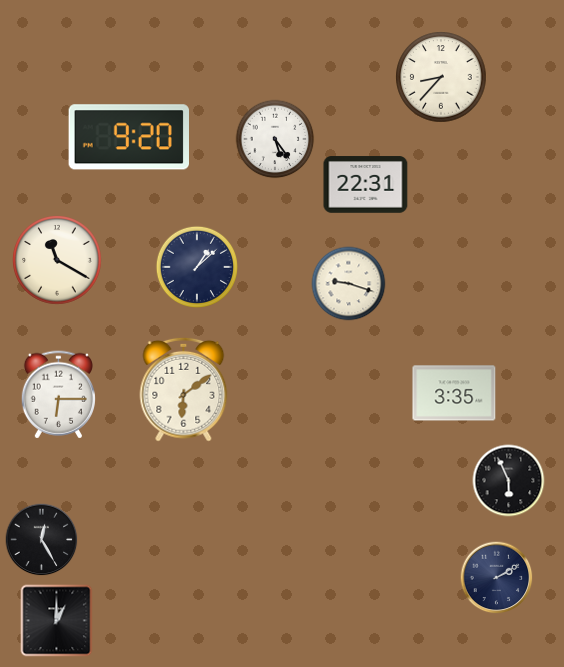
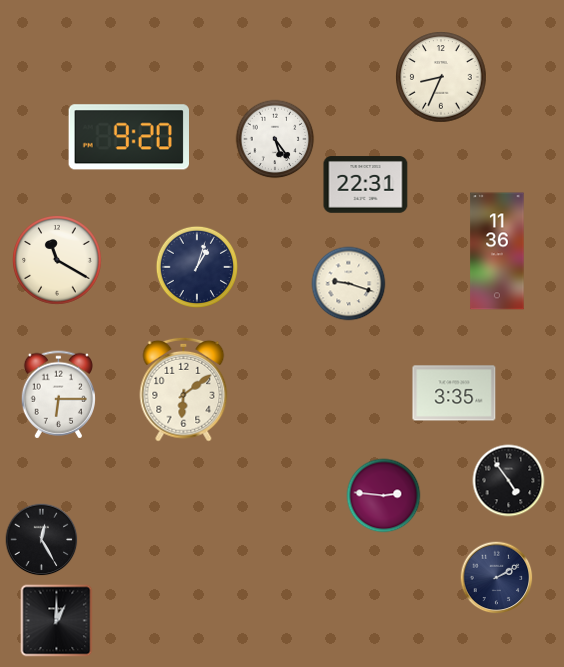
clock at (441, 77): 8:37 -> 8:34
clock at (497, 251): none -> 11:36
clock at (196, 266): 1:08 -> 1:03
clock at (509, 481): 5:56 -> 4:54
clock at (384, 496): none -> 2:46
